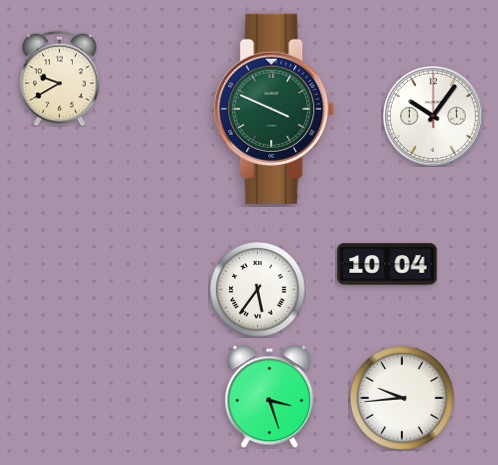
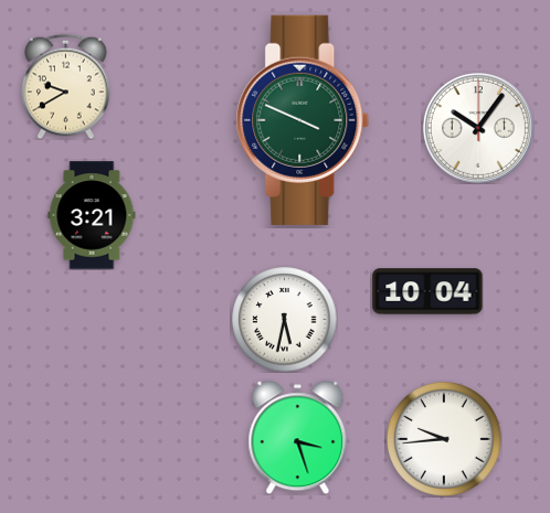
clock at (92, 215): none -> 3:21
clock at (257, 289): 5:36 -> 5:32
